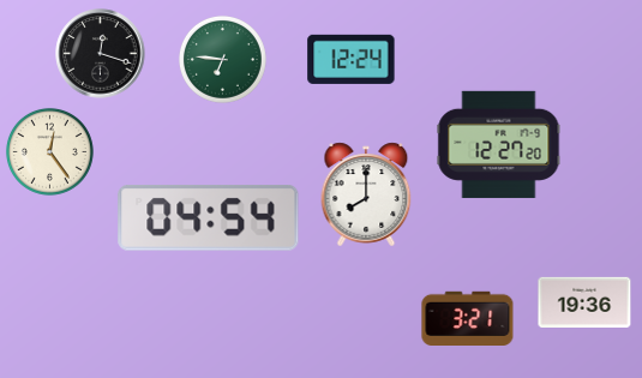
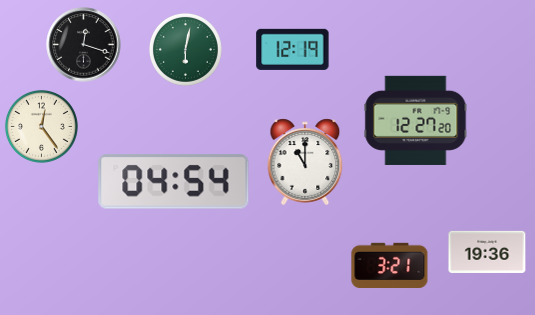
clock at (222, 59): 6:46 -> 6:02
clock at (352, 59): 12:24 -> 12:19
clock at (366, 194): 8:00 -> 11:00
